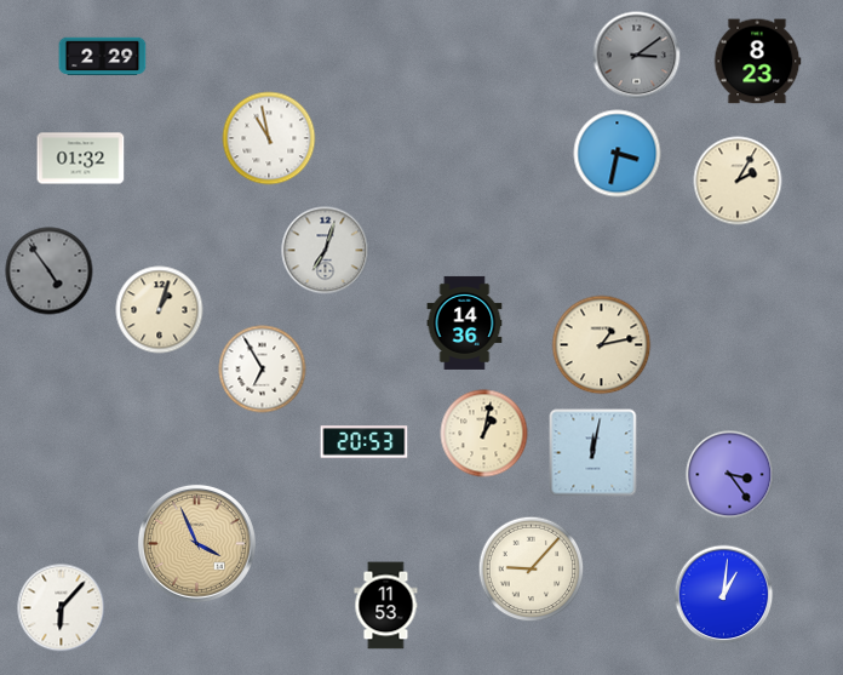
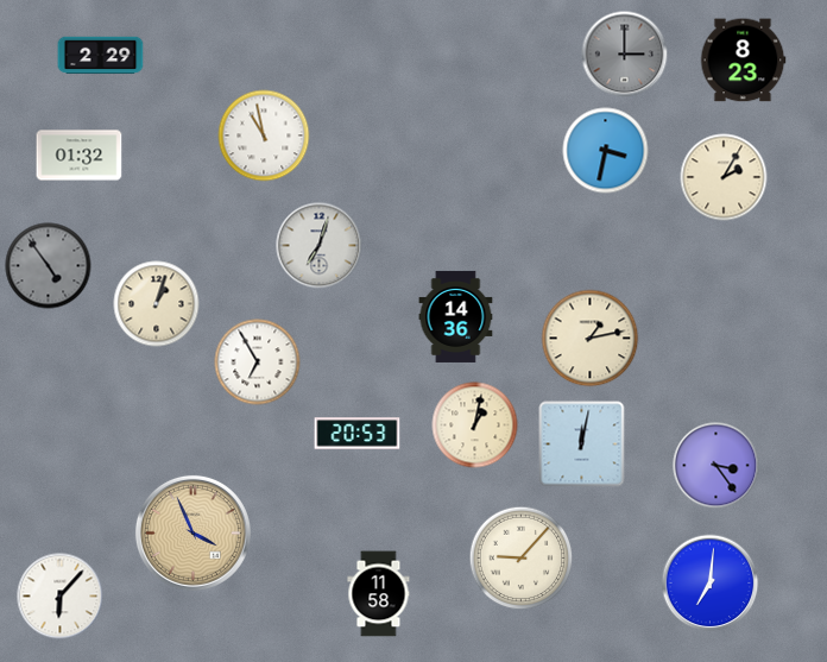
clock at (637, 56): 3:09 -> 3:00
clock at (724, 595): 1:01 -> 7:01
clock at (386, 606): 11:53 -> 11:58
